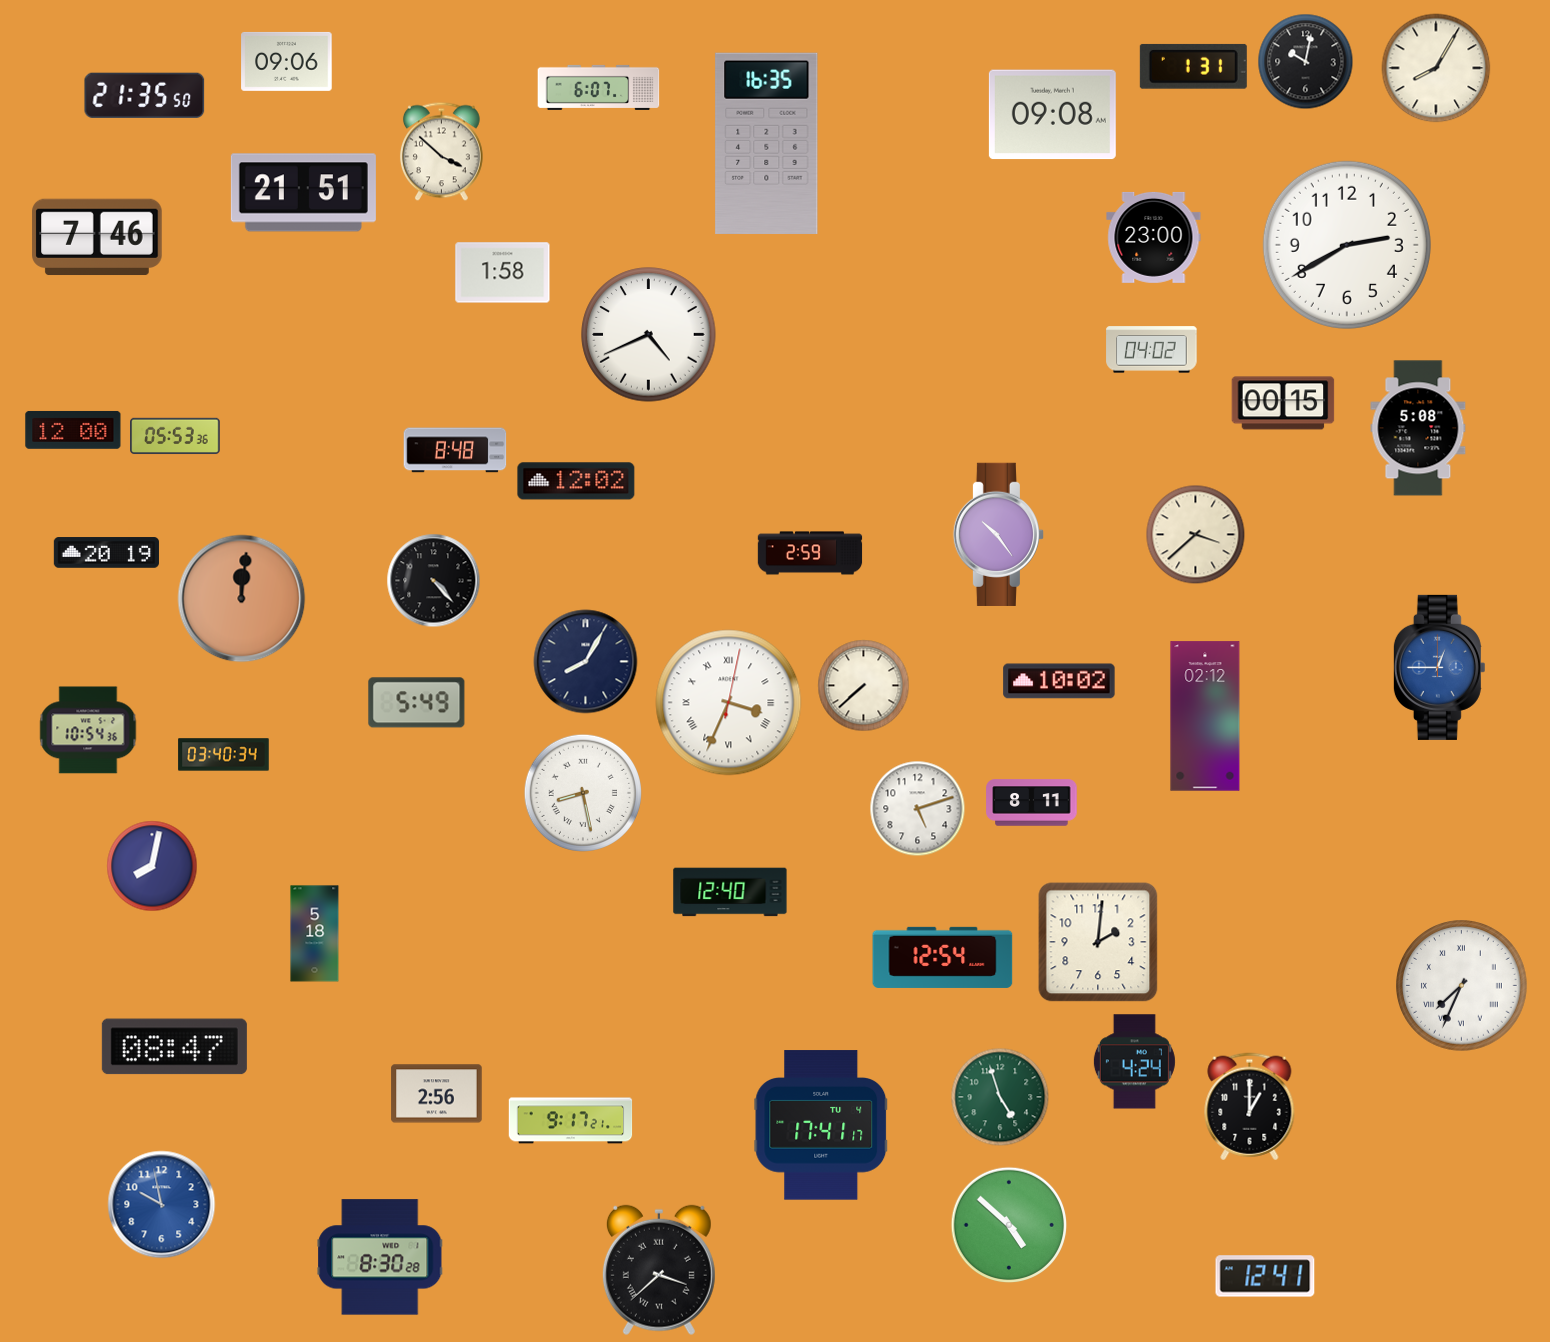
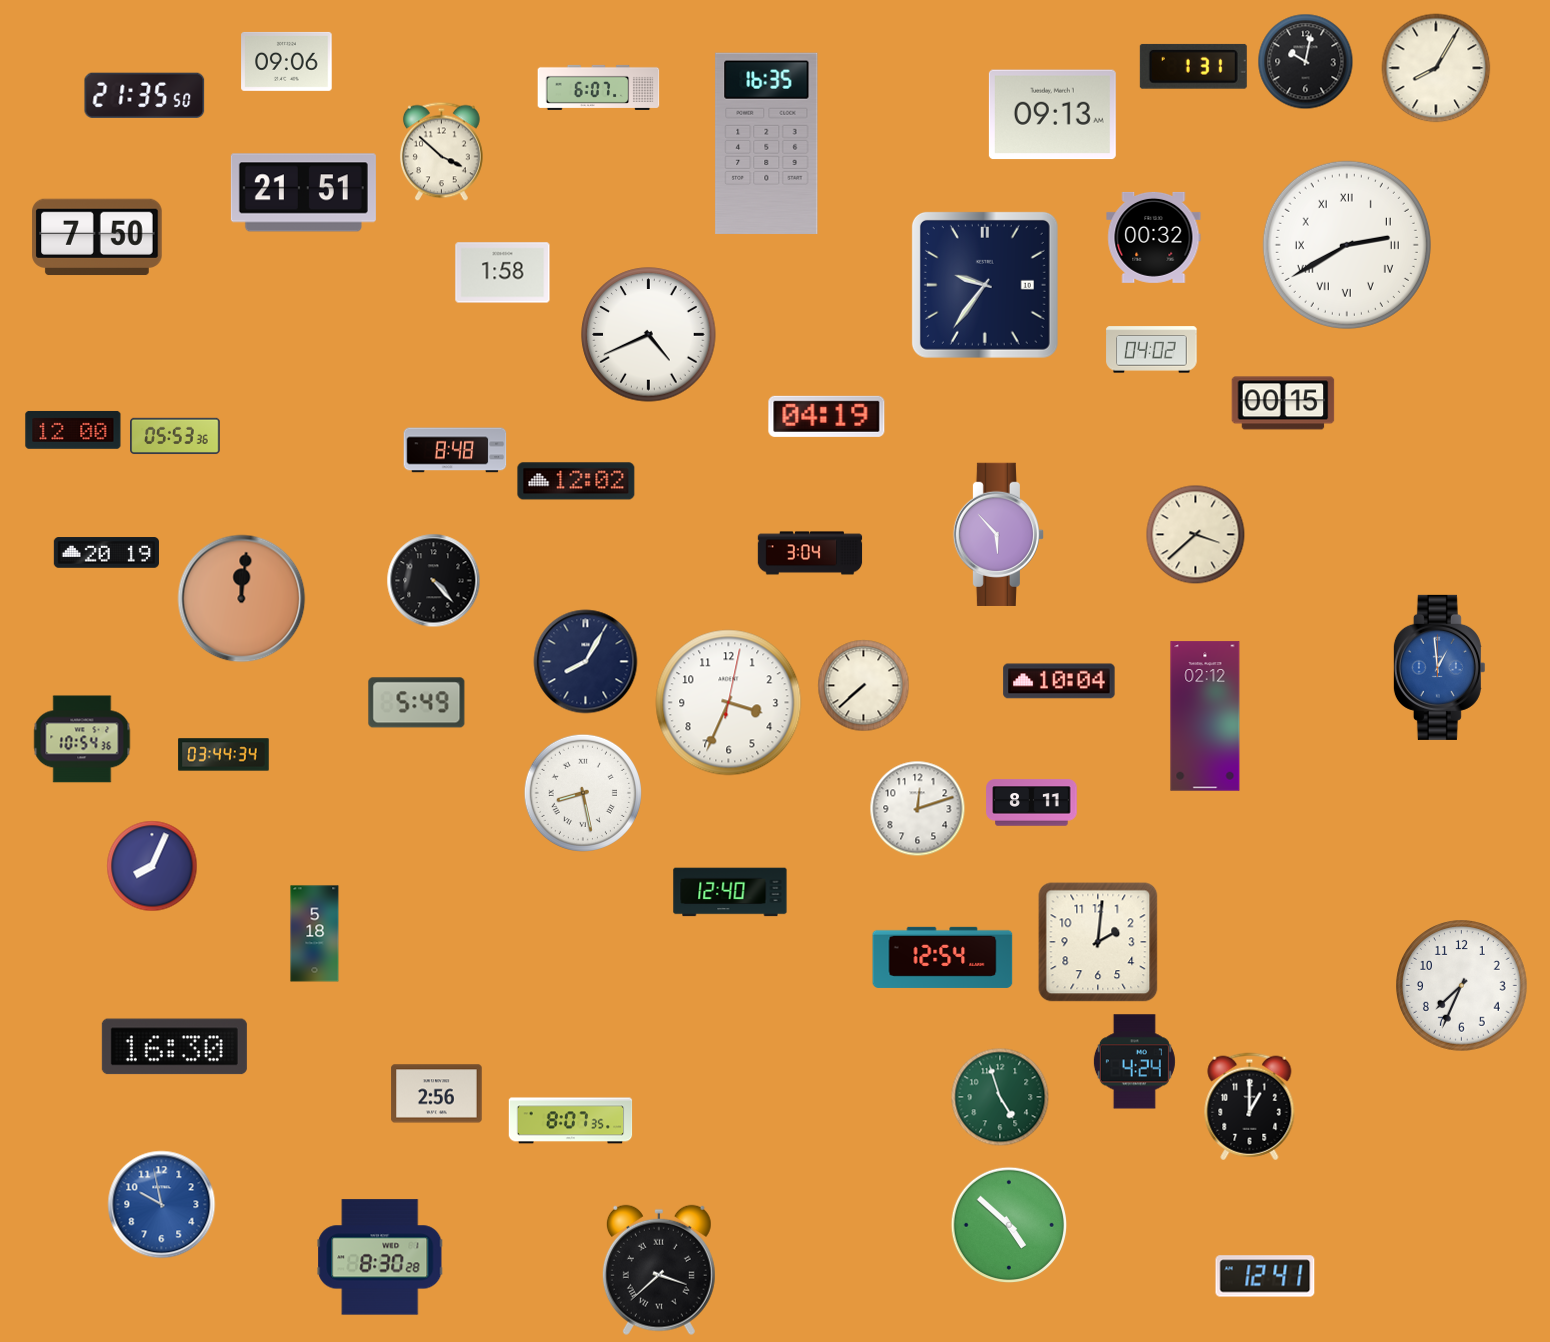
clock at (1052, 115): 09:08 -> 09:13
clock at (97, 237): 7:46 -> 7:50
clock at (1154, 237): 23:00 -> 00:32
clock at (1347, 245) numerals: Arabic -> Roman
clock at (985, 285): none -> 9:36
clock at (827, 416): none -> 04:19
clock at (1418, 428): 5:08 -> none
clock at (998, 534): 10:24 -> 5:53
clock at (810, 553): 2:59 -> 3:04
clock at (1439, 667): 12:45 -> 12:59
clock at (1059, 681): 10:02 -> 10:04
clock at (729, 703) numerals: Roman -> Arabic
clock at (88, 730) position: (88, 730) -> (82, 739)
clock at (224, 755): 03:40 -> 03:44
clock at (918, 809): 5:12 -> 12:12
clock at (152, 866): 8:02 -> 8:04
clock at (1462, 986) numerals: Roman -> Arabic
clock at (174, 1047): 08:47 -> 16:30
clock at (571, 1121): 9:17 -> 8:07
clock at (821, 1125): 17:41 -> none
